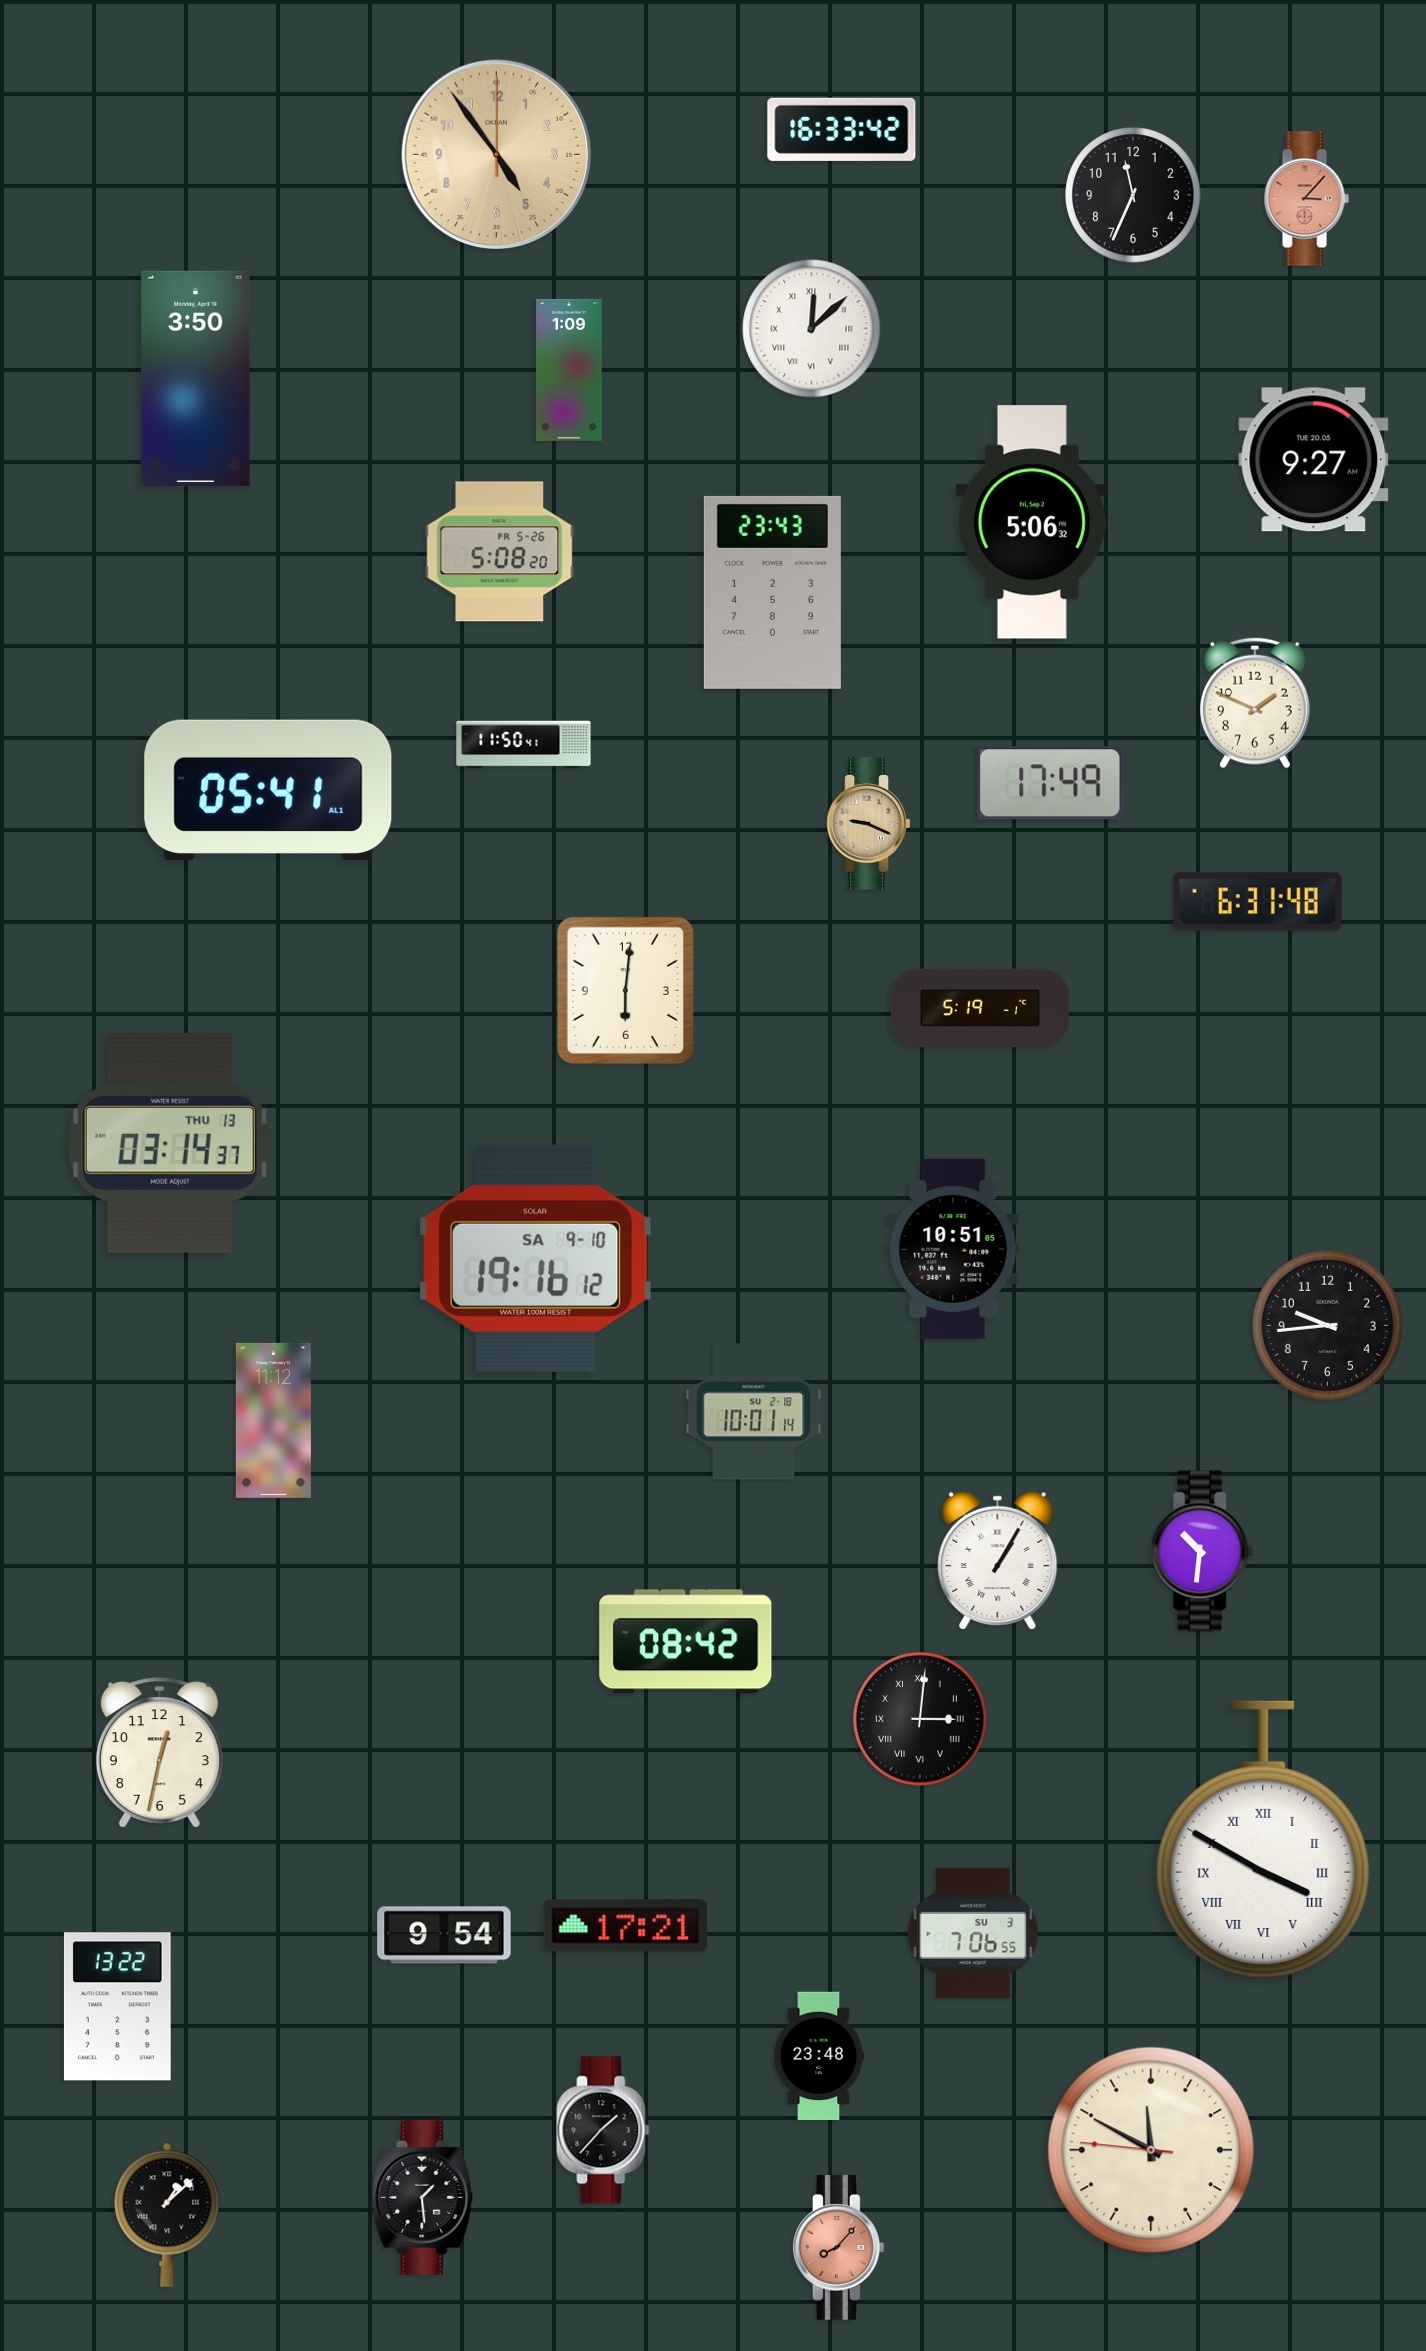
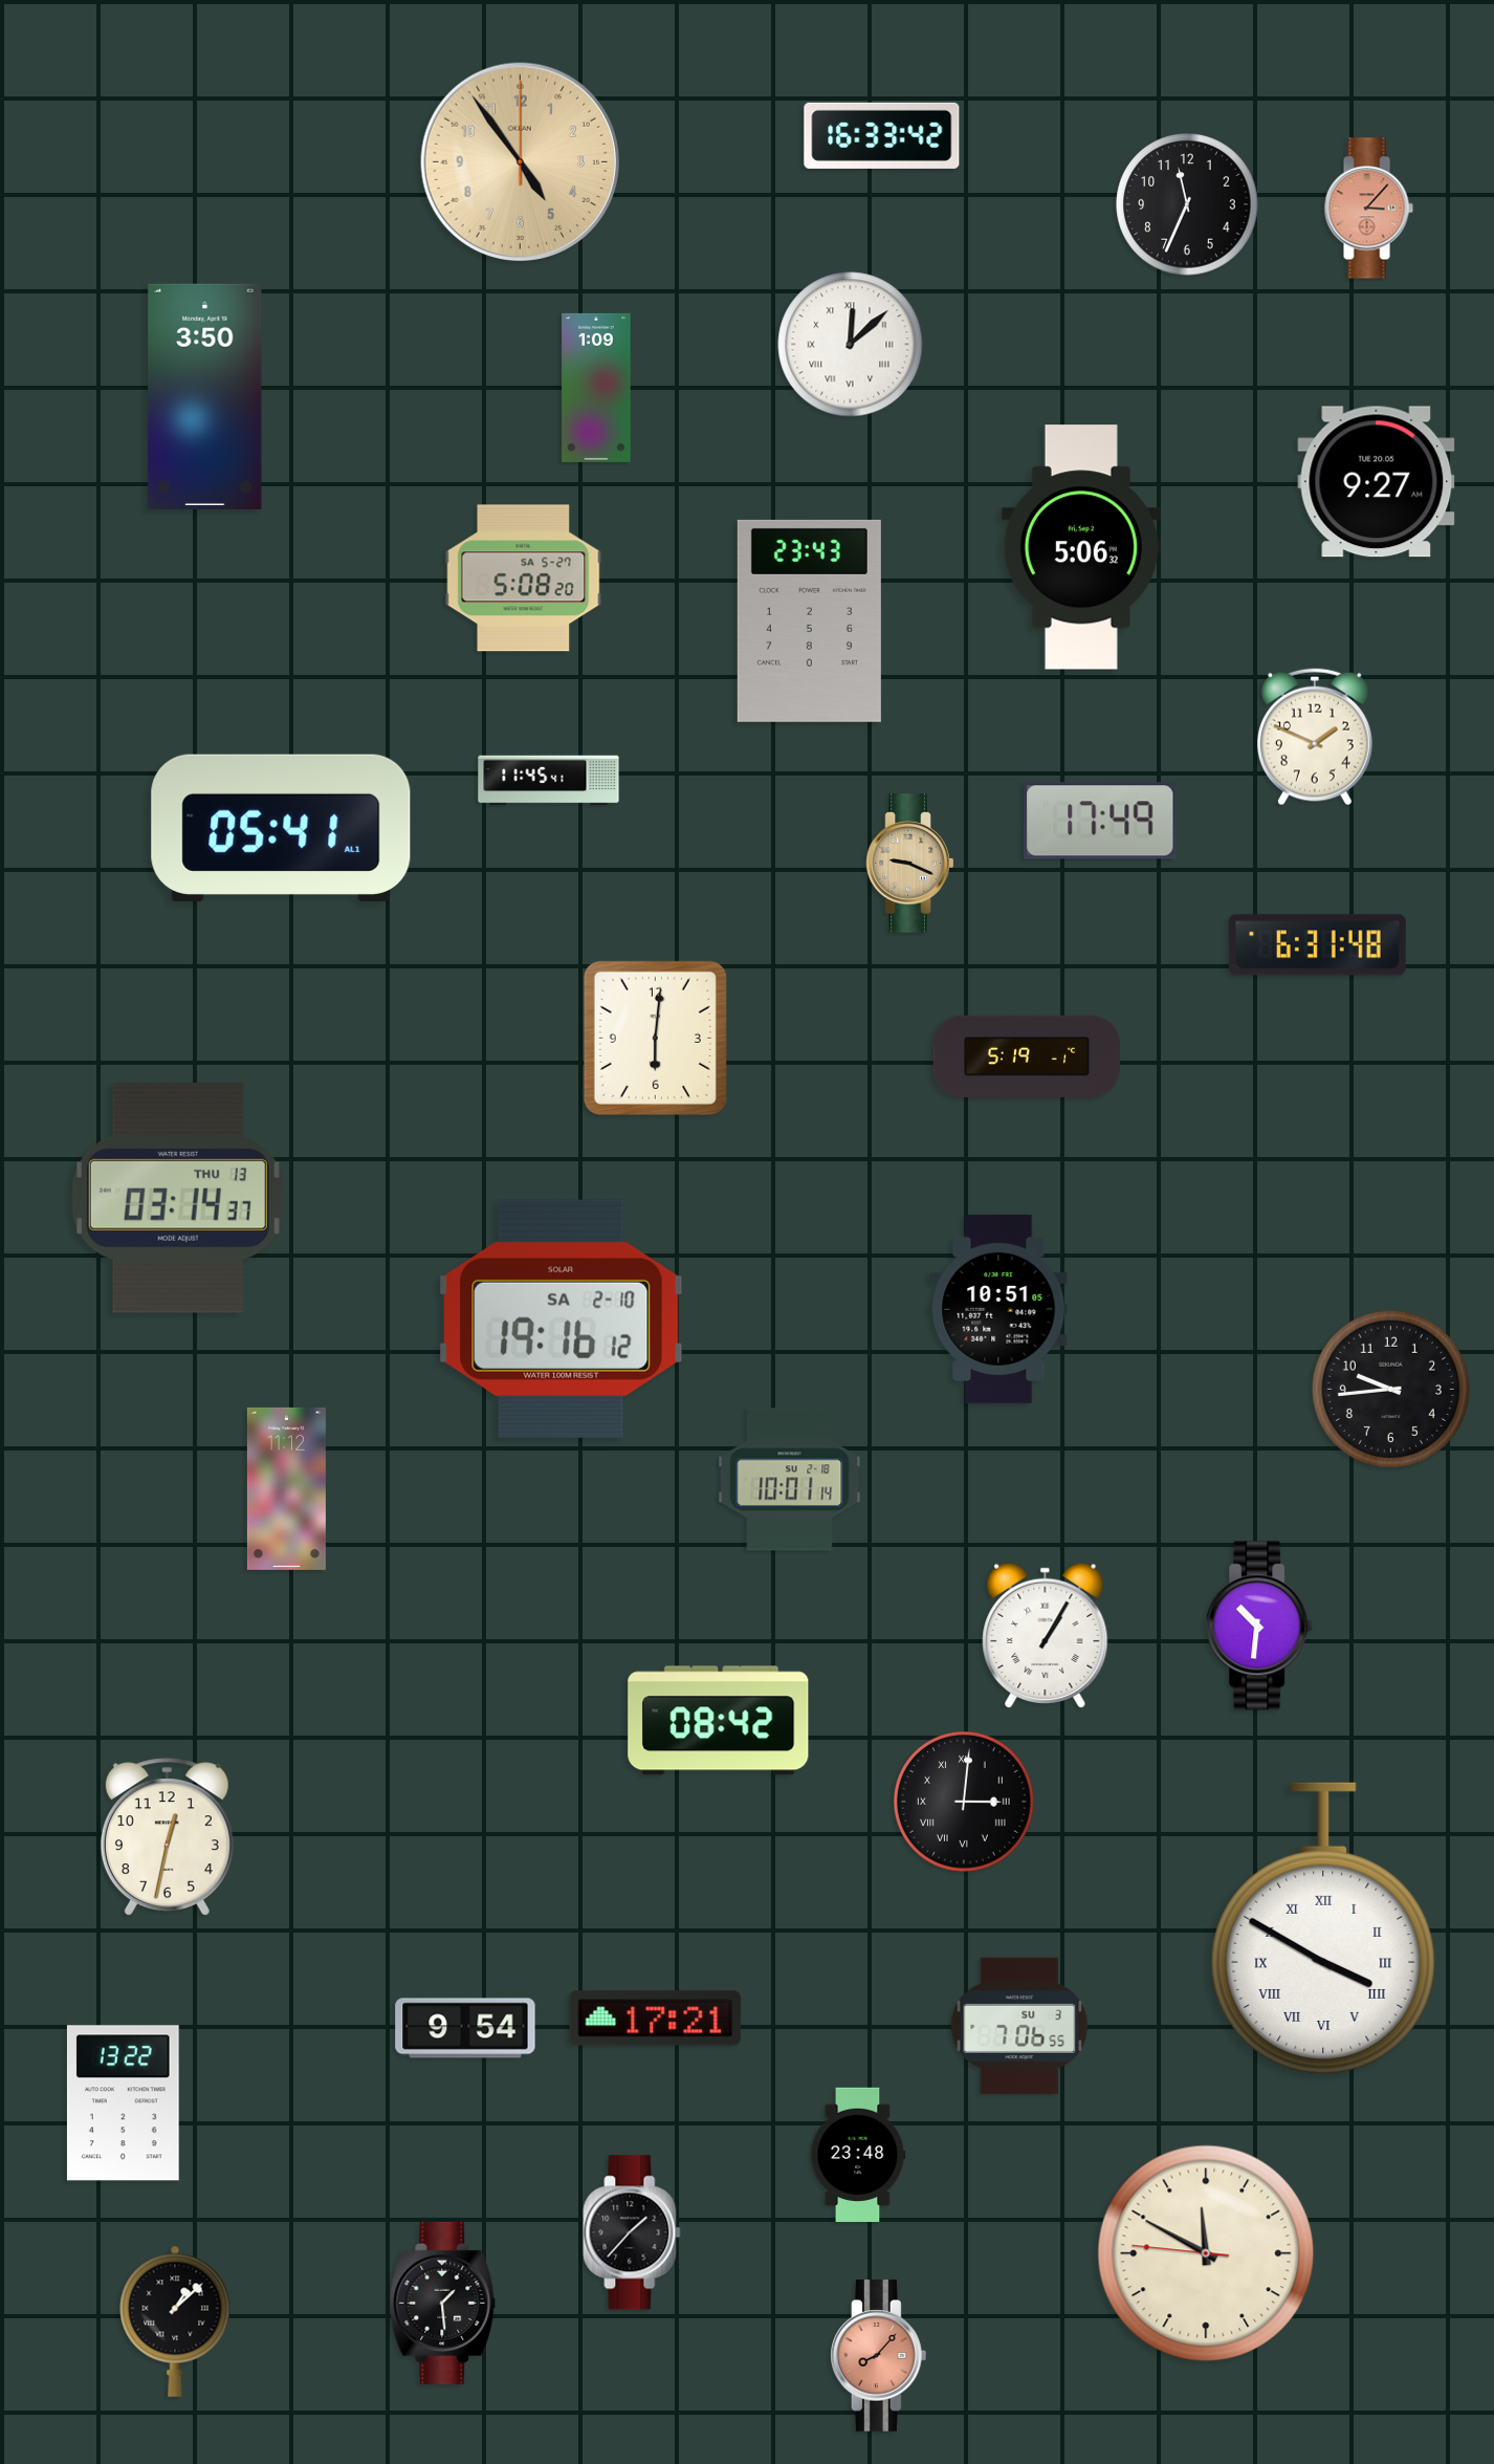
clock at (500, 552) date: FR 5-26 -> SA 5-27
clock at (524, 745): 11:50 -> 11:45
clock at (536, 1258) date: SA 9-10 -> SA 2-10
